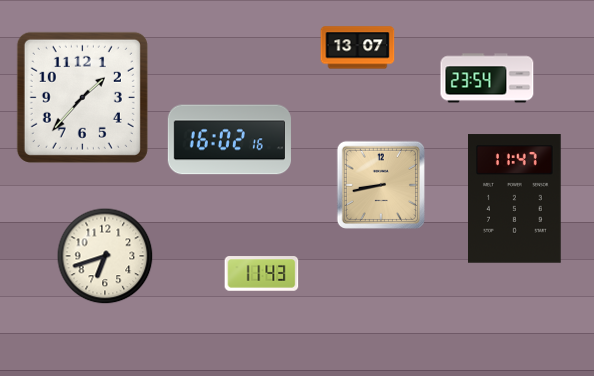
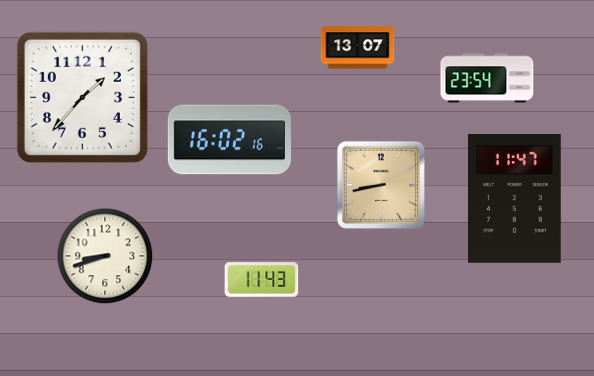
clock at (105, 256): 6:42 -> 8:42
clock at (262, 274) position: (262, 274) -> (262, 280)
